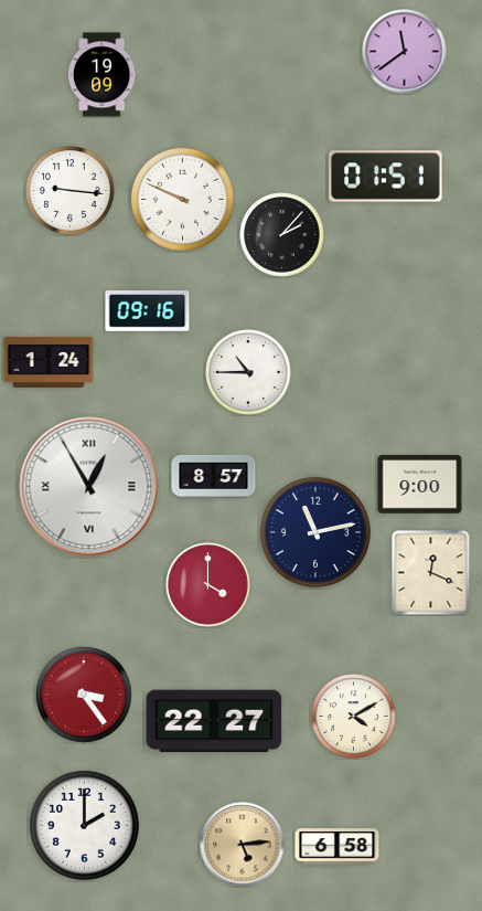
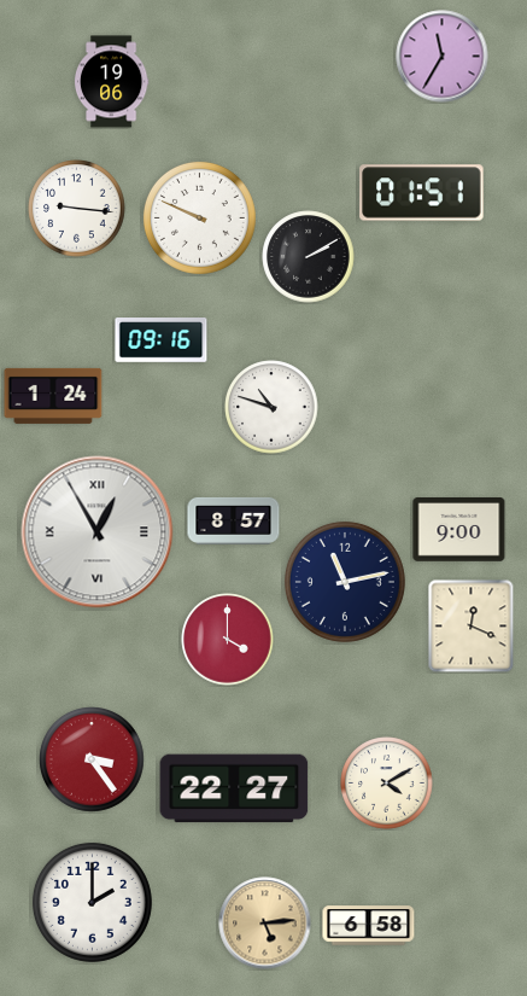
clock at (405, 52): 11:39 -> 11:35
clock at (101, 75): 19:09 -> 19:06
clock at (282, 235): 2:07 -> 2:10
clock at (248, 372): 10:45 -> 10:48
